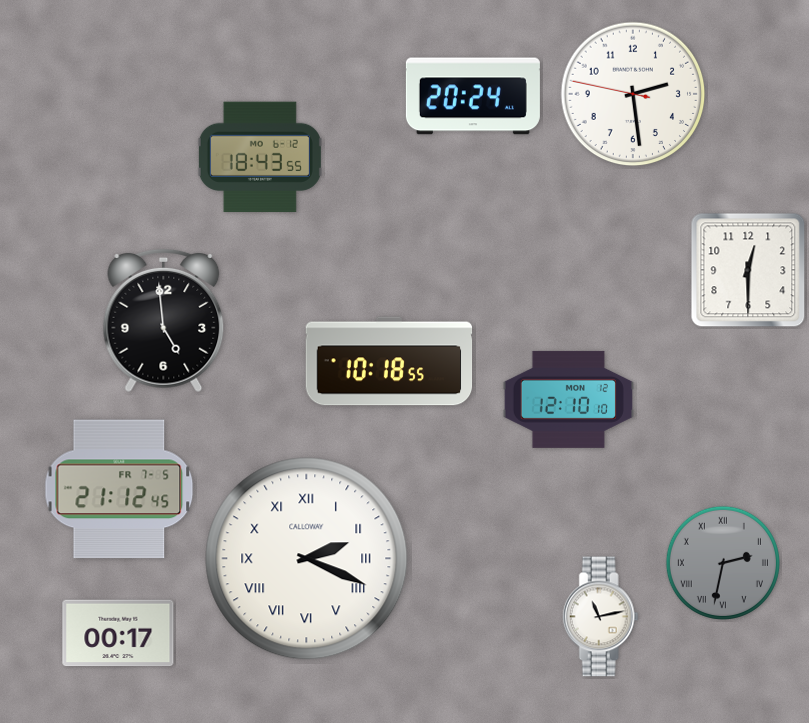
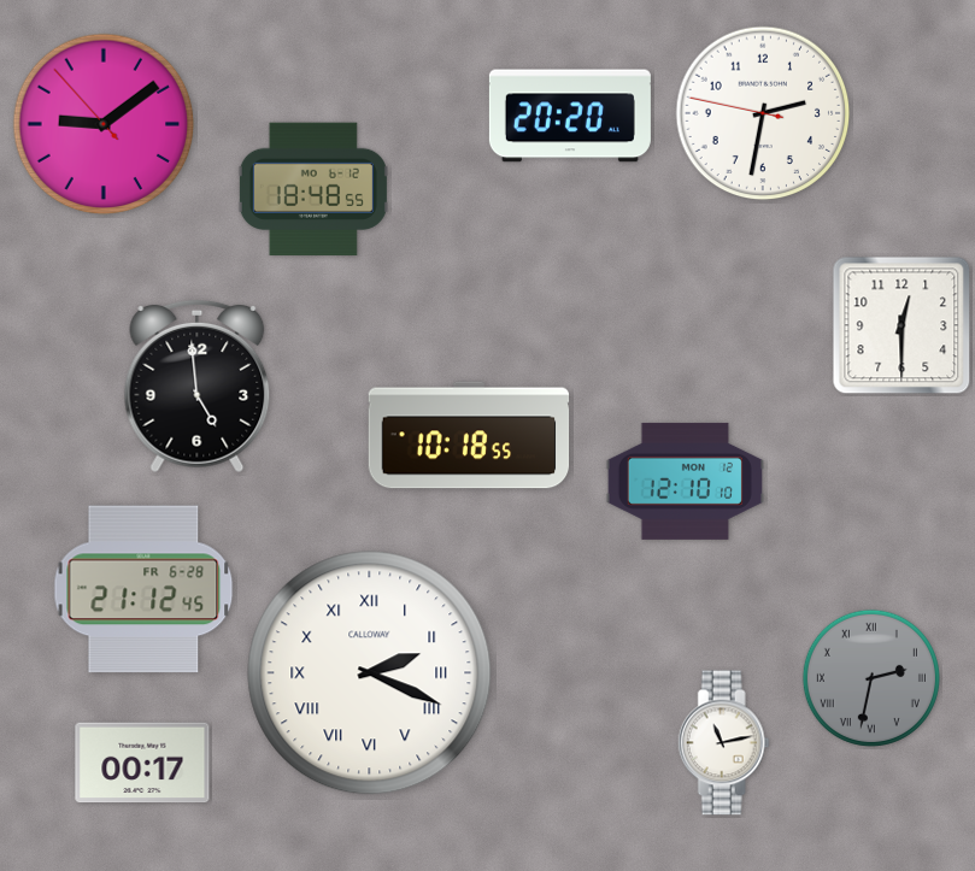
clock at (633, 94): 2:28 -> 2:31
clock at (473, 96): 20:24 -> 20:20
clock at (104, 124): none -> 9:08
clock at (260, 157): 18:43 -> 18:48
clock at (119, 489) date: FR 7-5 -> FR 6-28
